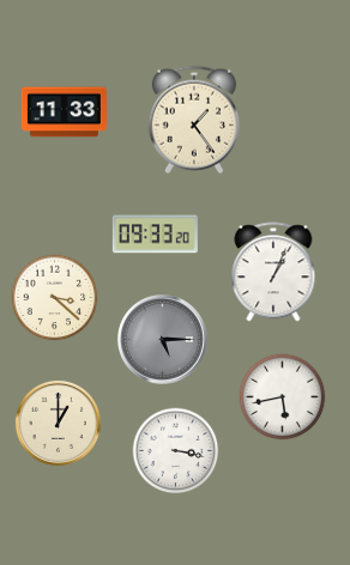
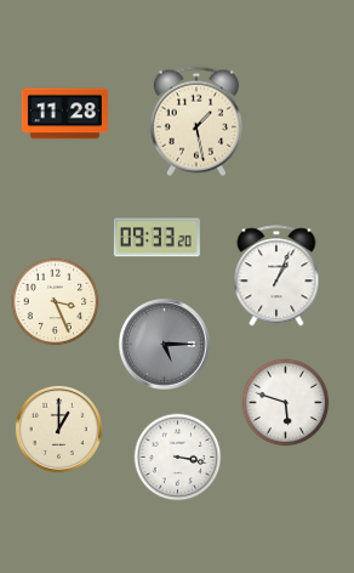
clock at (64, 113): 11:33 -> 11:28
clock at (194, 120): 1:24 -> 1:28
clock at (55, 298): 3:22 -> 3:26
clock at (283, 397): 5:43 -> 5:48
